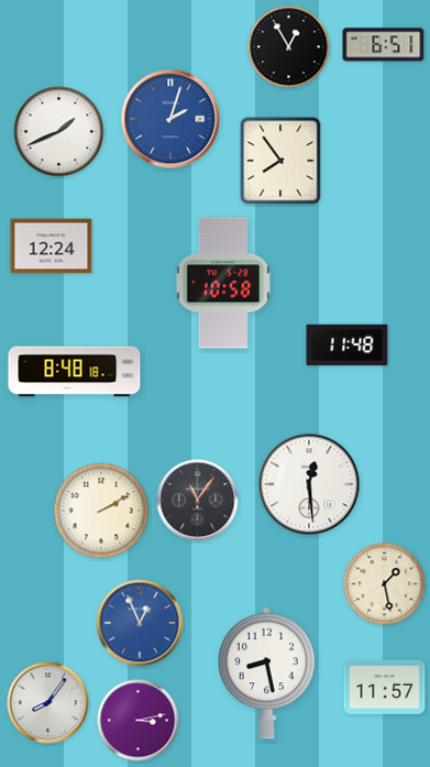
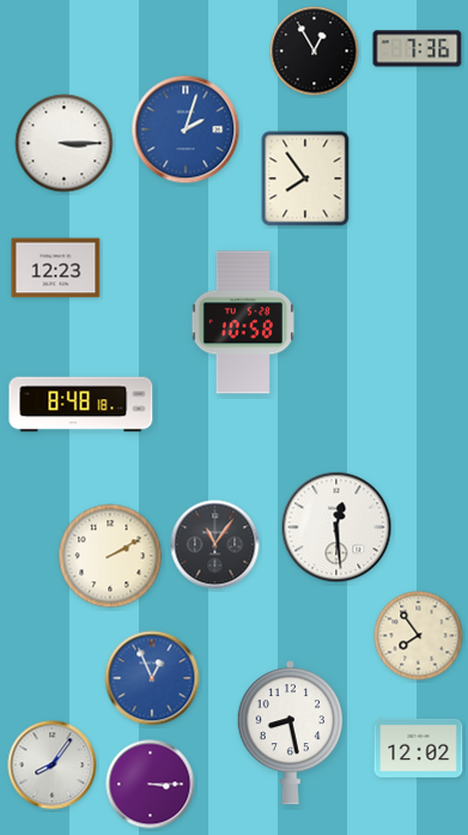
clock at (384, 45): 6:51 -> 7:36
clock at (59, 132): 1:41 -> 3:15
clock at (280, 161) position: (280, 161) -> (305, 179)
clock at (52, 246): 12:24 -> 12:23
clock at (223, 283) position: (223, 283) -> (243, 322)
clock at (348, 346): 11:48 -> none
clock at (385, 584): 1:28 -> 7:54
clock at (385, 687): 11:57 -> 12:02
clock at (139, 721): 3:13 -> 3:15
